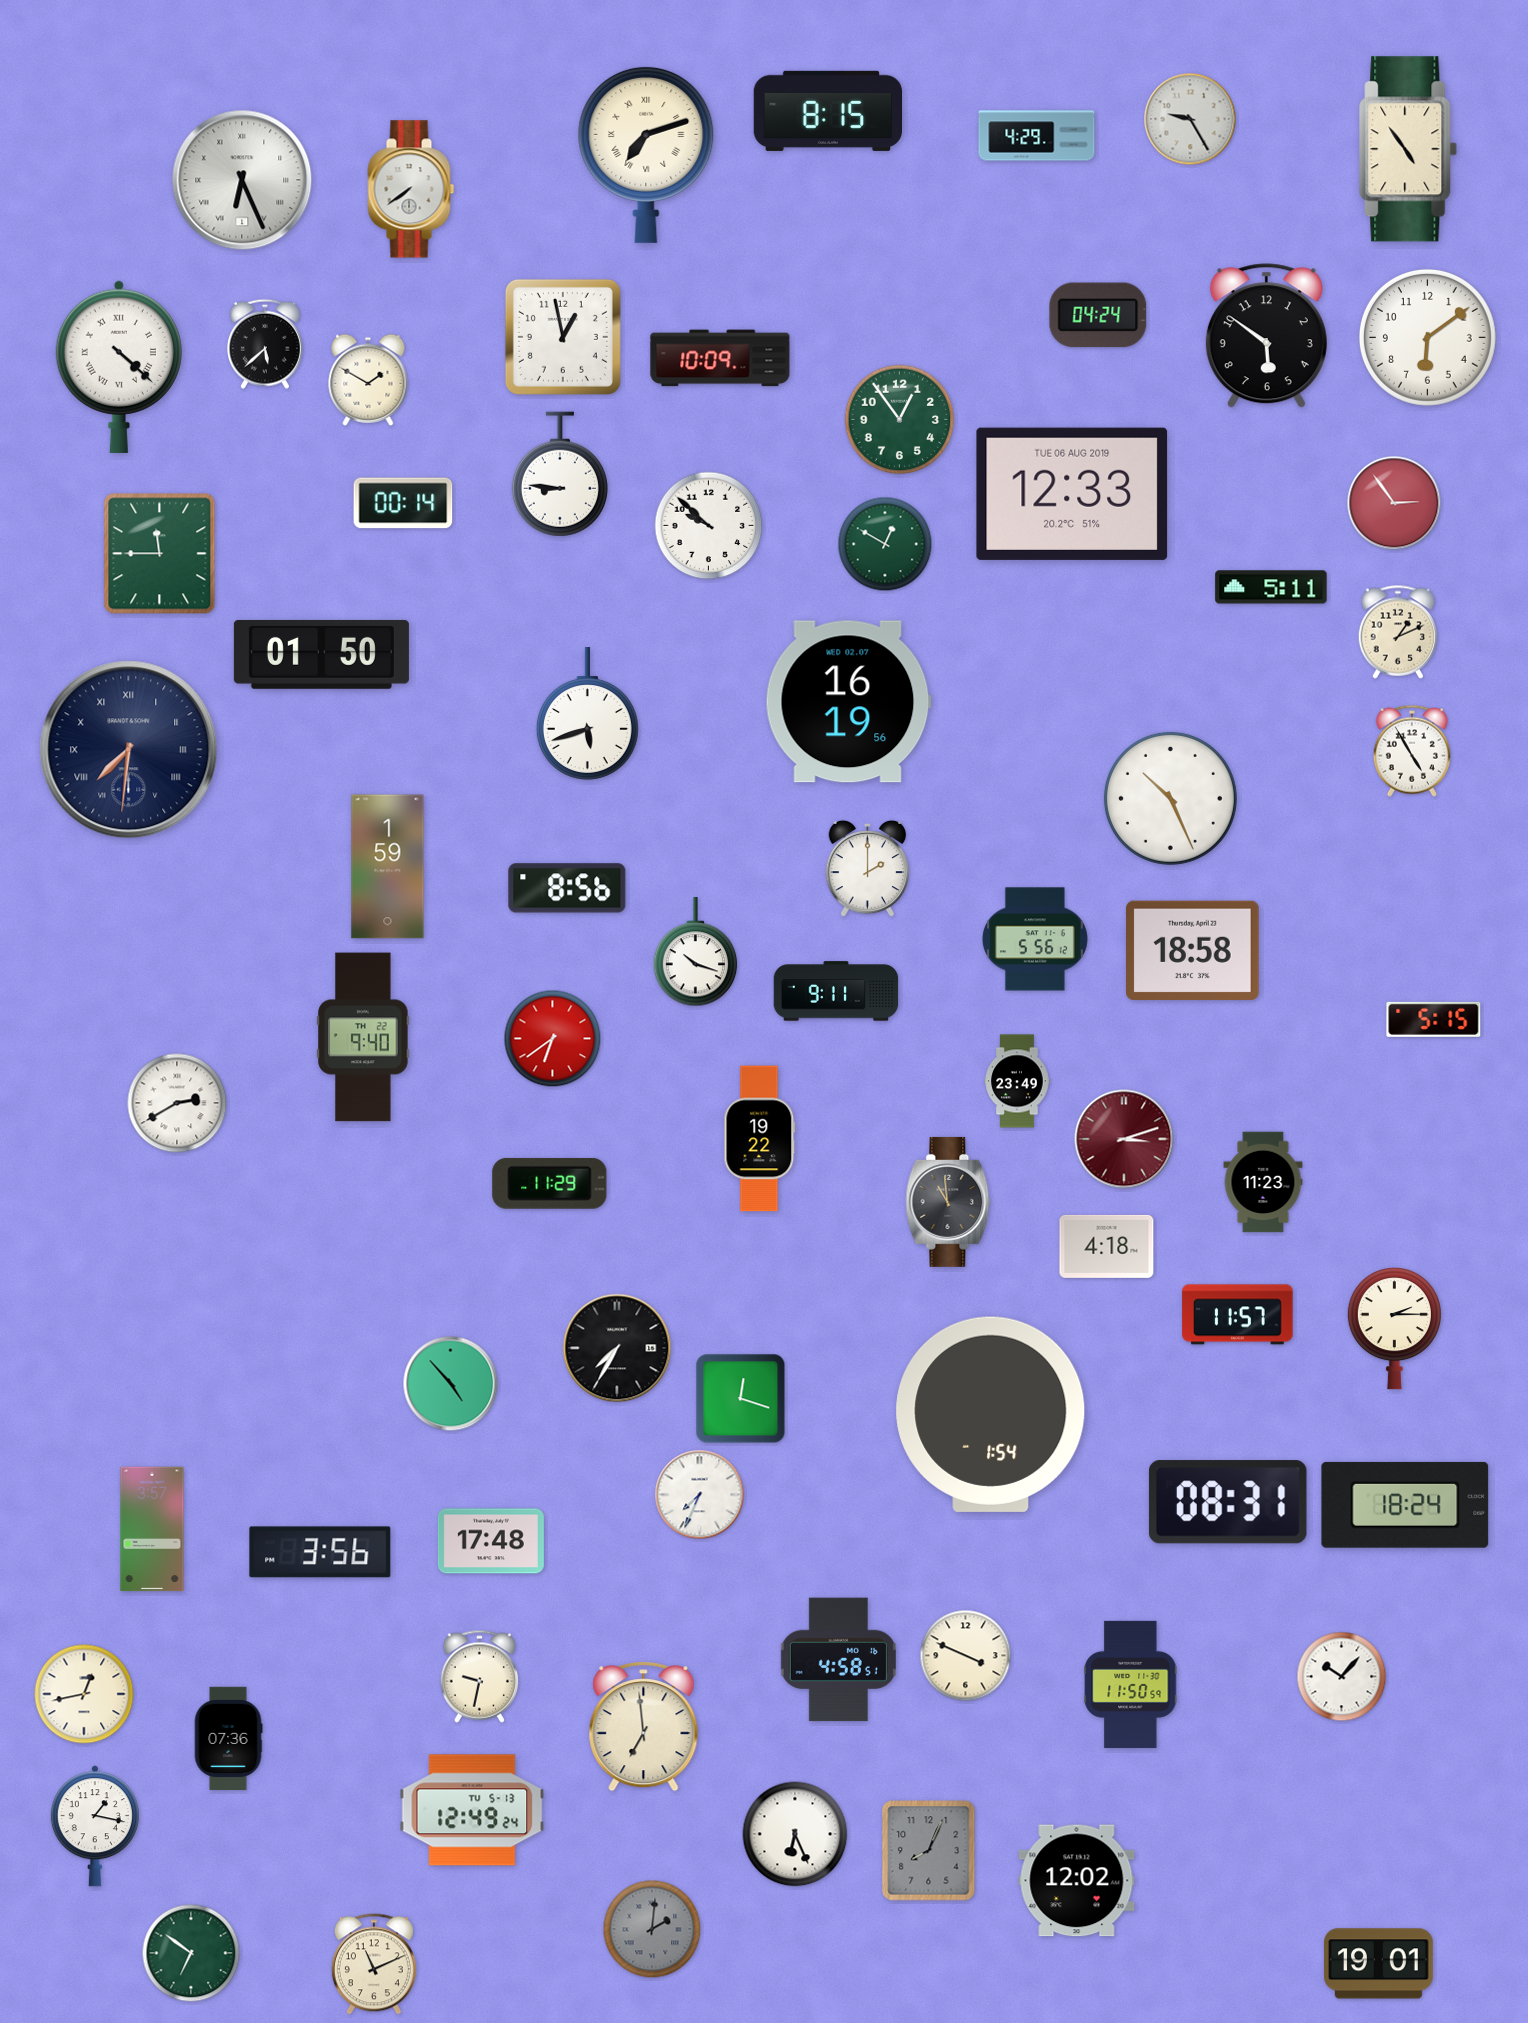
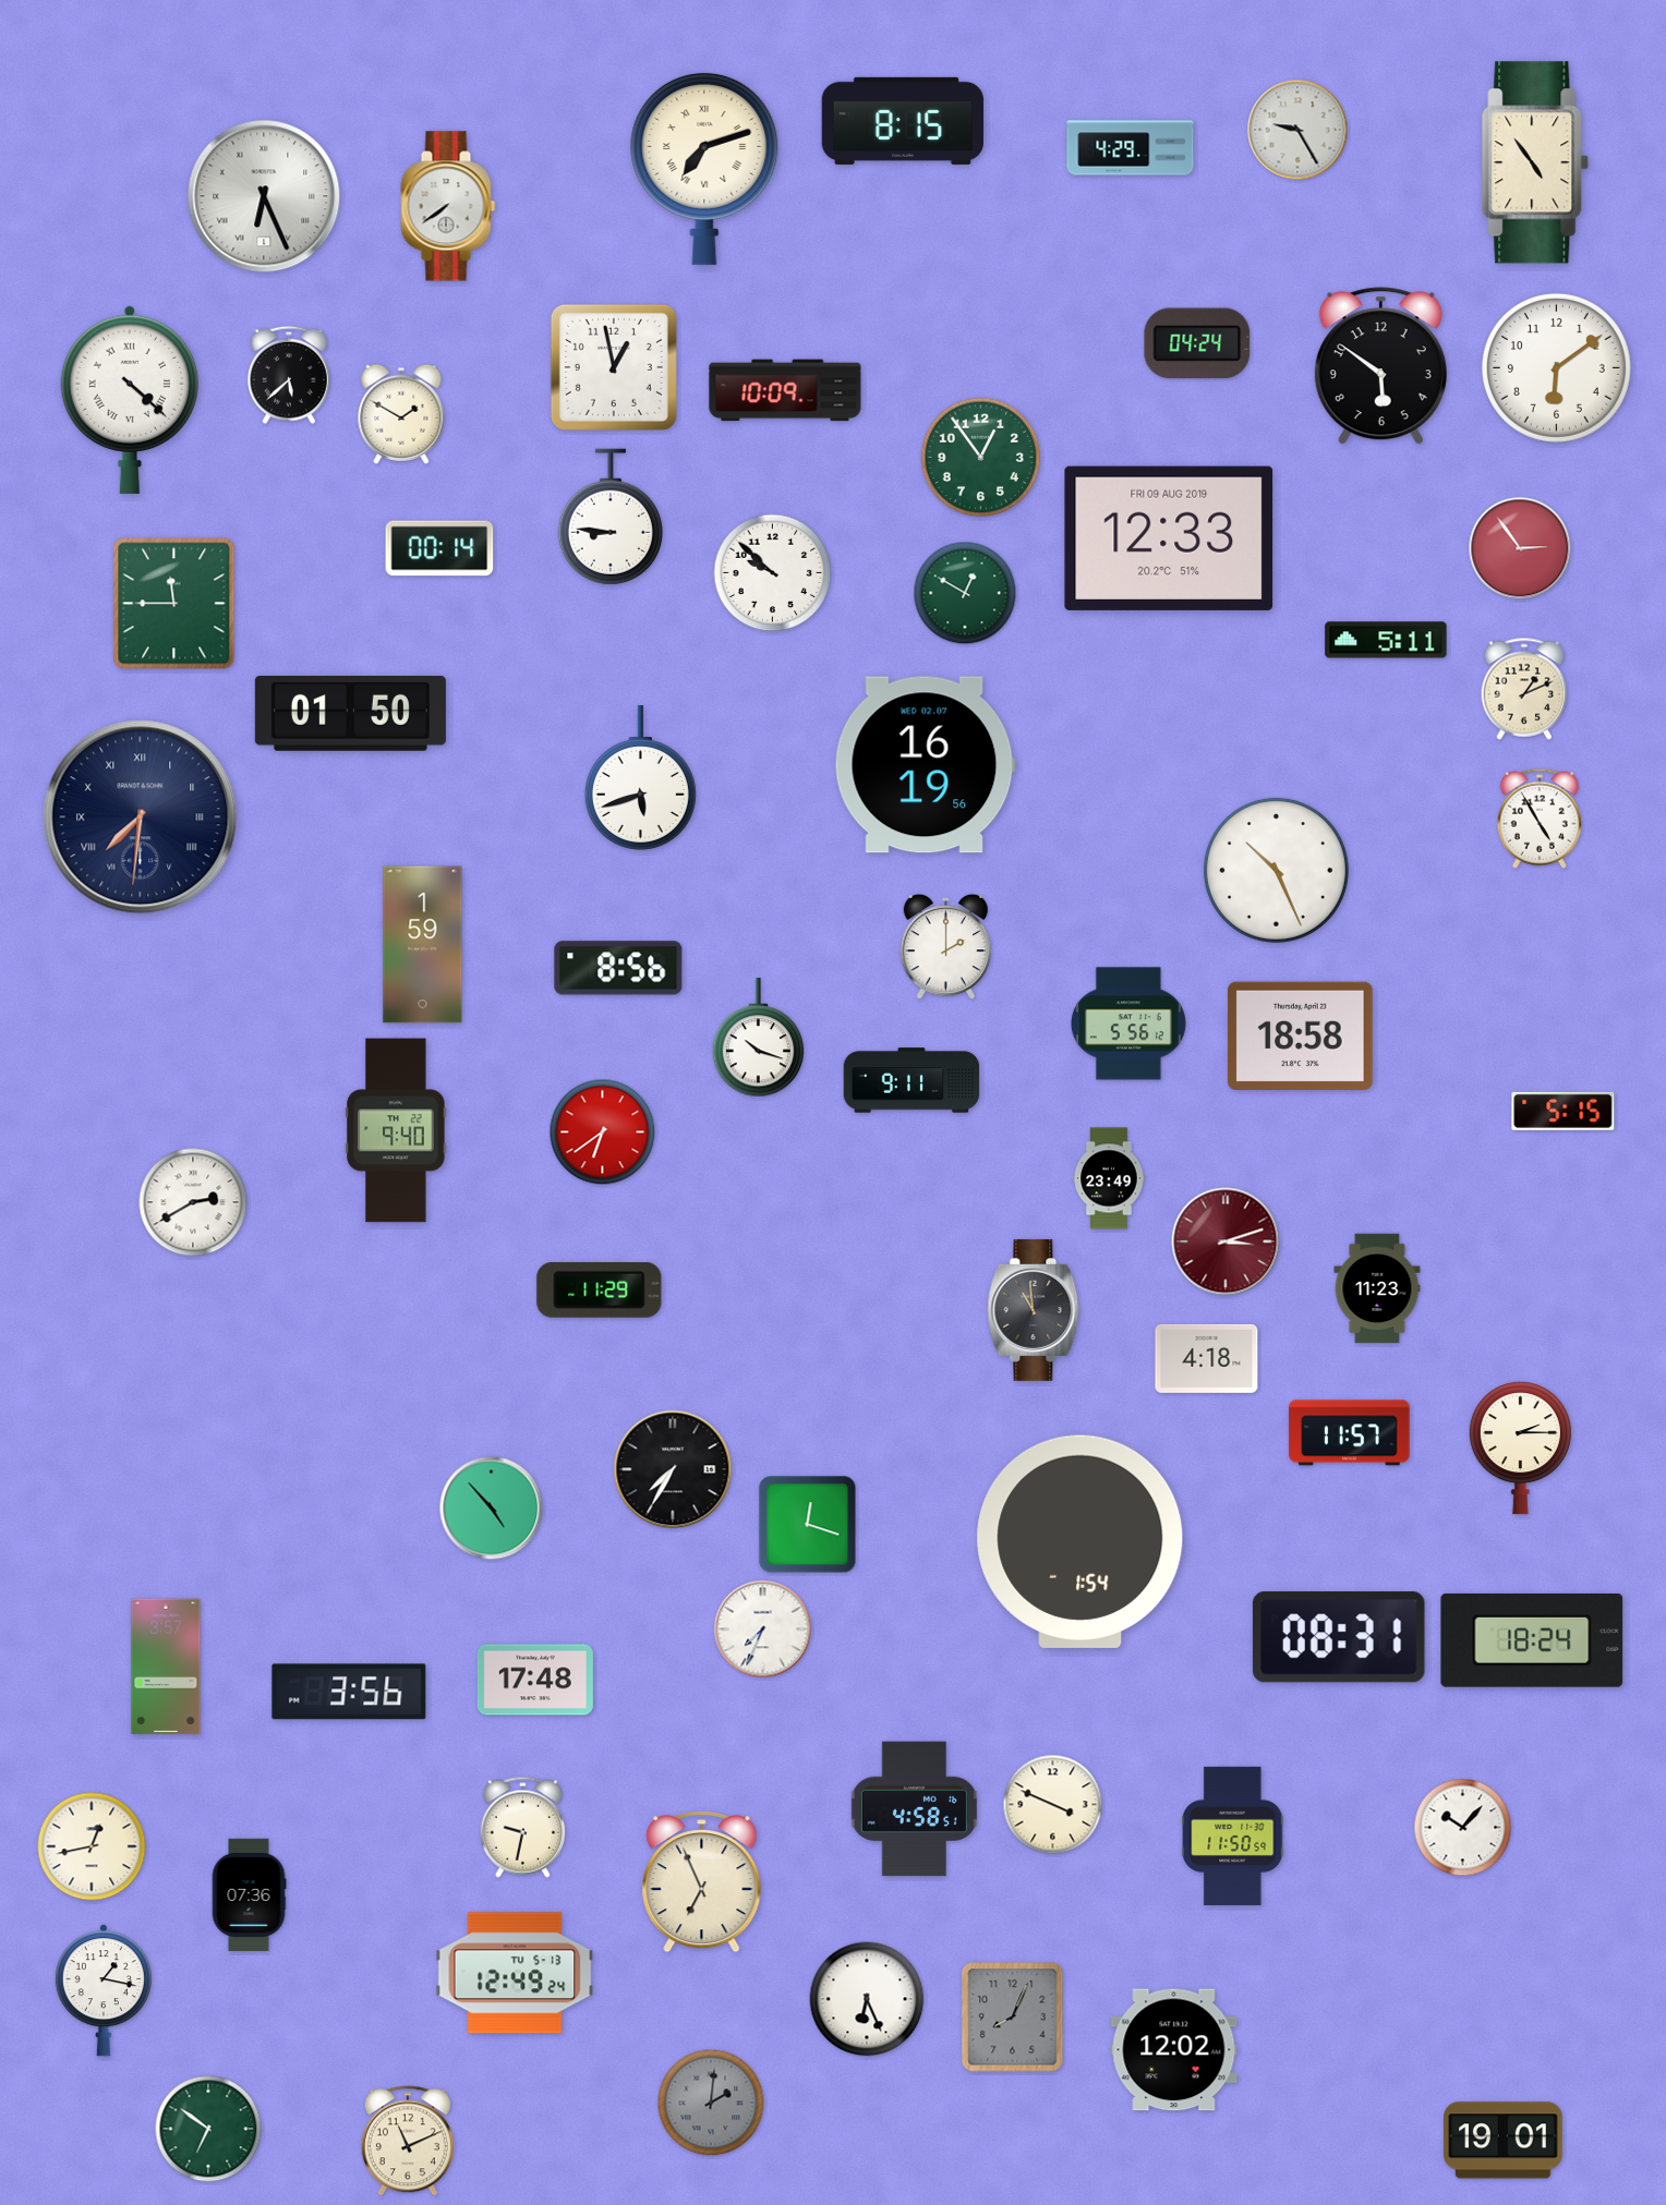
clock at (1072, 494) date: TUE 06 AUG 2019 -> FRI 09 AUG 2019
clock at (760, 1139): 19:22 -> none
clock at (644, 1727): 6:59 -> 6:56
